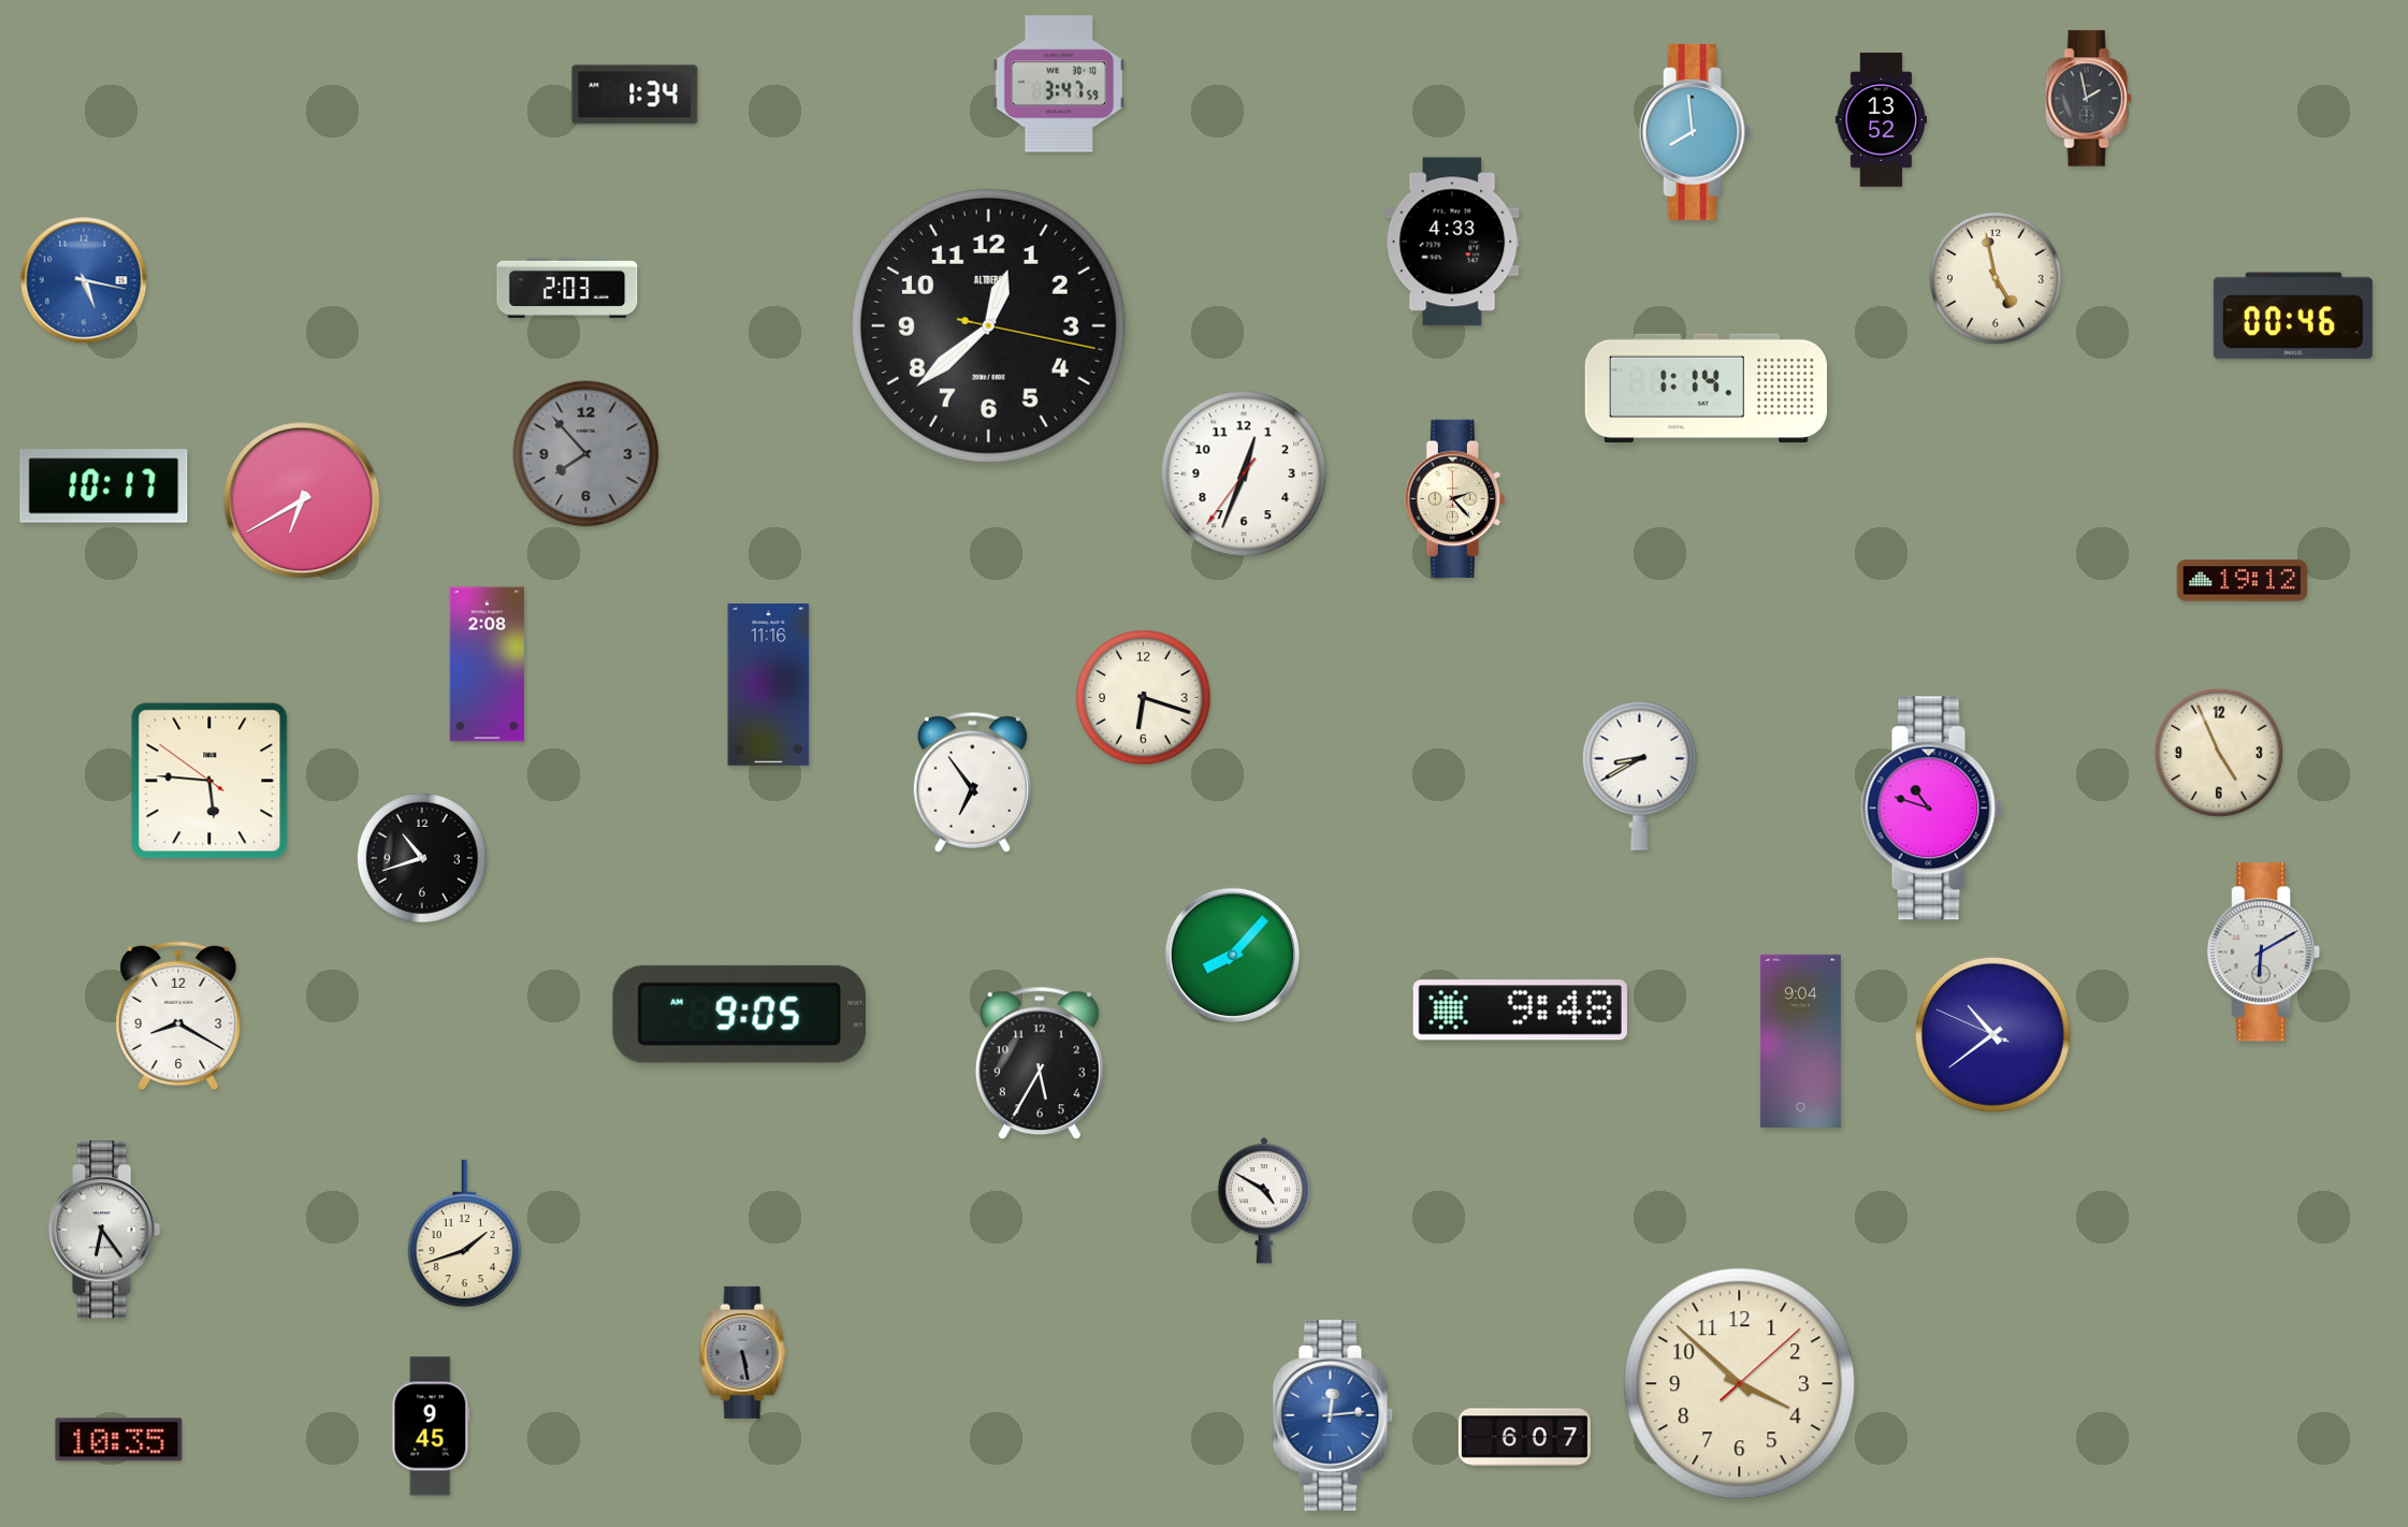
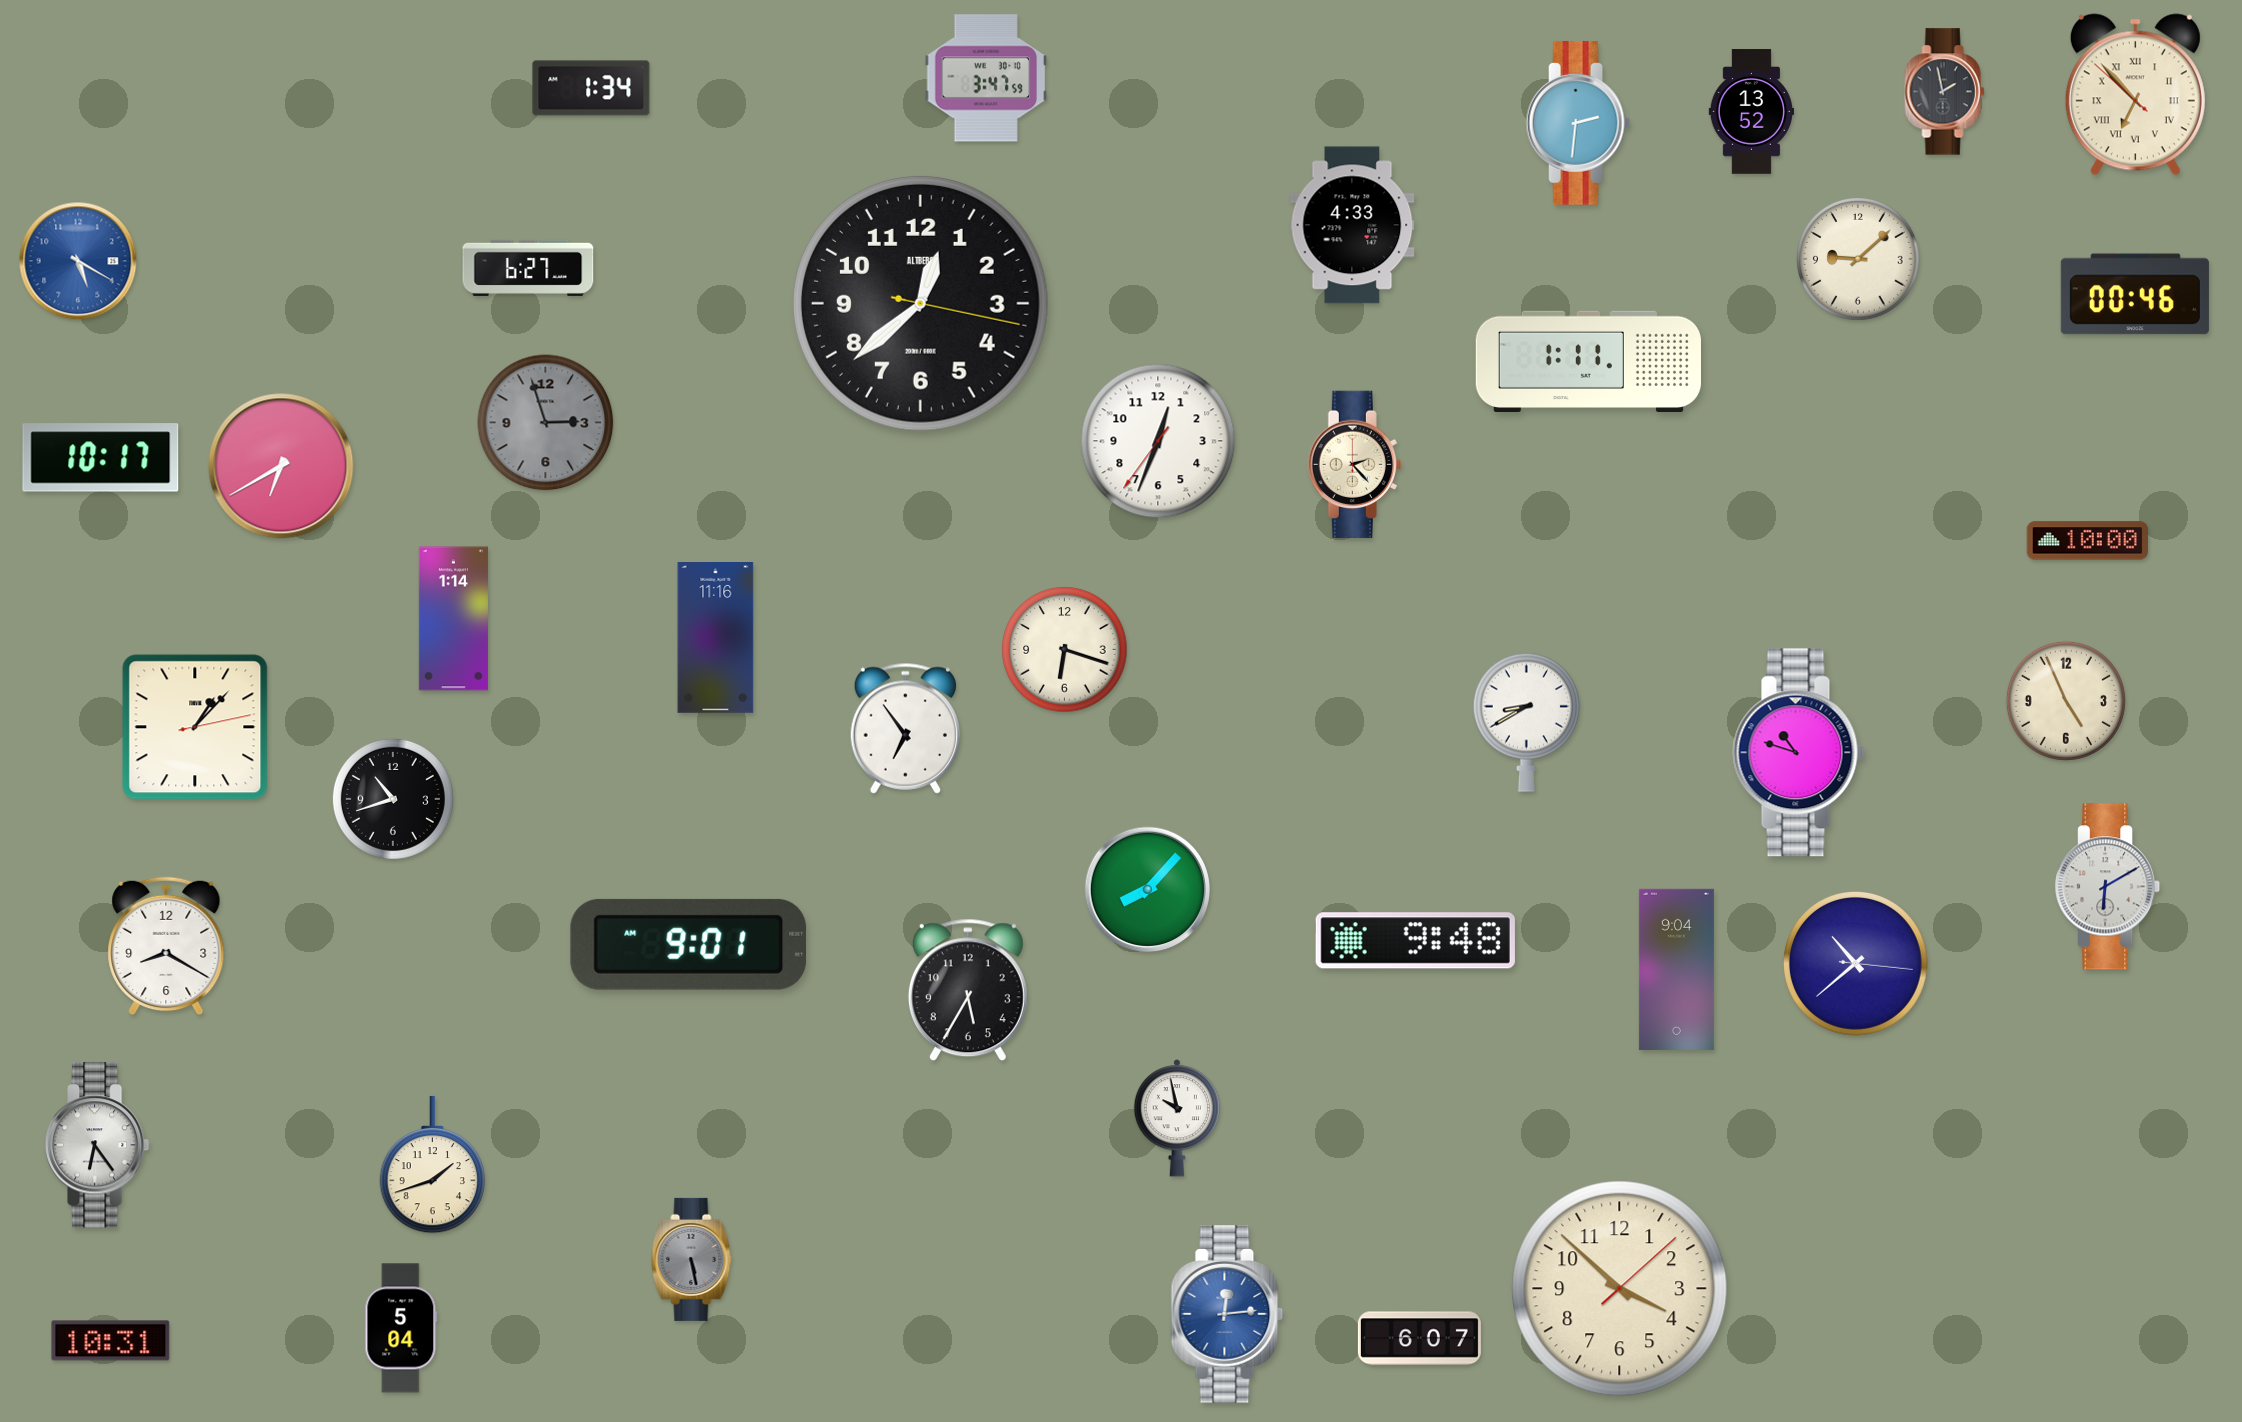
clock at (2135, 95): none -> 6:52
clock at (1695, 132): 7:59 -> 2:31
clock at (1997, 279): 4:58 -> 9:08
clock at (84, 280): 5:17 -> 5:20
clock at (567, 288): 2:03 -> 6:27
clock at (1706, 388): 1:14 -> 1:11
clock at (586, 454): 7:53 -> 2:57
clock at (104, 486) position: (104, 486) -> (101, 458)
clock at (2242, 581): 19:12 -> 10:00
clock at (487, 665): 2:08 -> 1:14
clock at (209, 781): 5:45 -> 1:07
clock at (740, 1014): 9:05 -> 9:01
clock at (1992, 1034): 10:38:49 -> 10:38:16
clock at (1263, 1201): 4:50 -> 9:58
clock at (464, 1234) position: (464, 1234) -> (432, 1165)
clock at (1333, 1415) position: (1333, 1415) -> (1227, 1314)
clock at (431, 1426): 9:45 -> 5:04
clock at (119, 1440): 10:35 -> 10:31
